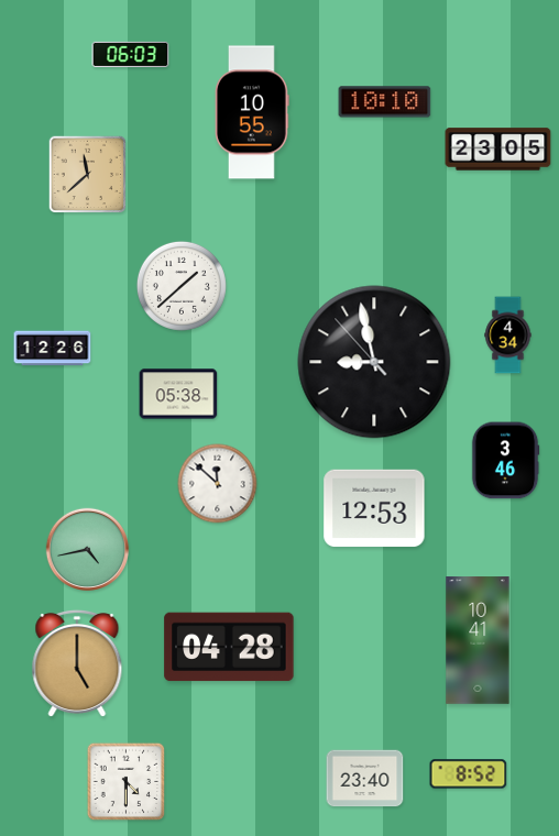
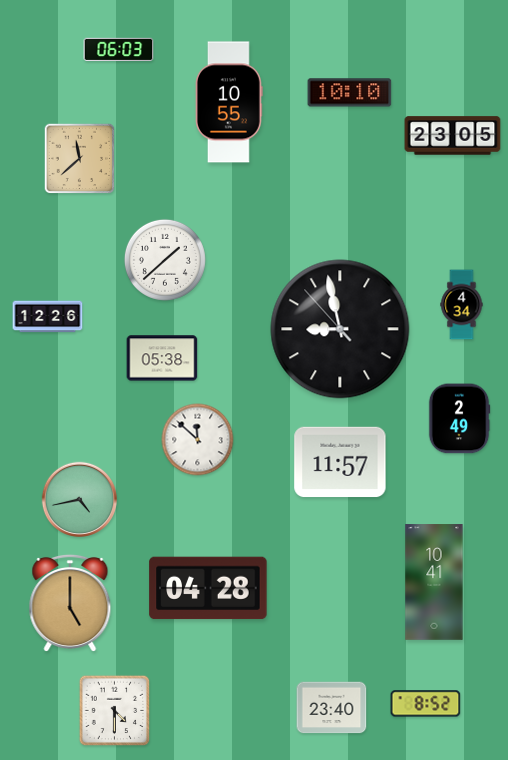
clock at (505, 461): 3:46 -> 2:49
clock at (374, 508): 12:53 -> 11:57
